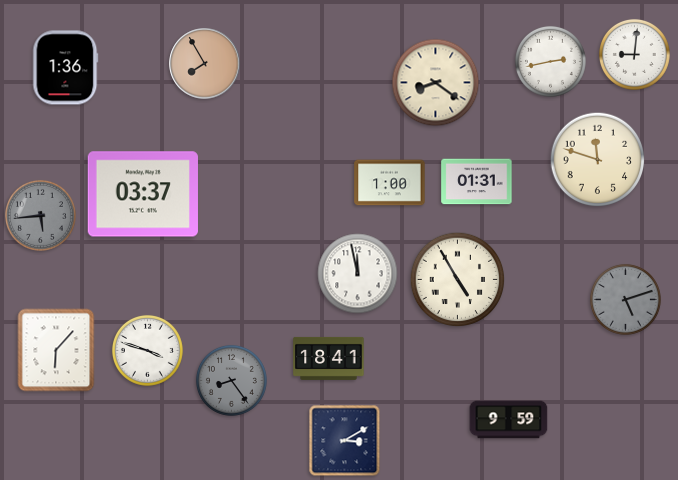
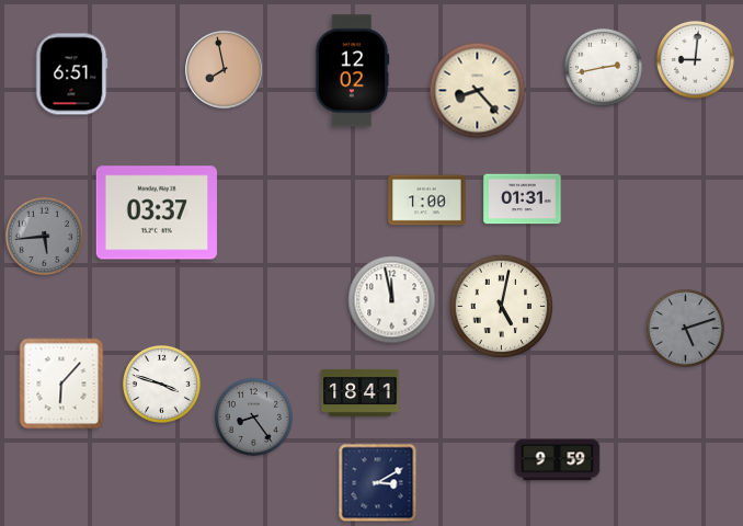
clock at (205, 64): 7:55 -> 7:58
clock at (353, 71): none -> 12:02
clock at (66, 68): 1:36 -> 6:51
clock at (436, 83): 8:21 -> 8:23
clock at (598, 160): 11:48 -> none
clock at (458, 280): 4:55 -> 5:02
